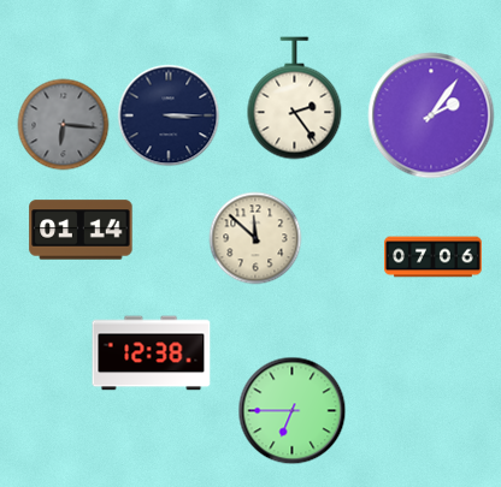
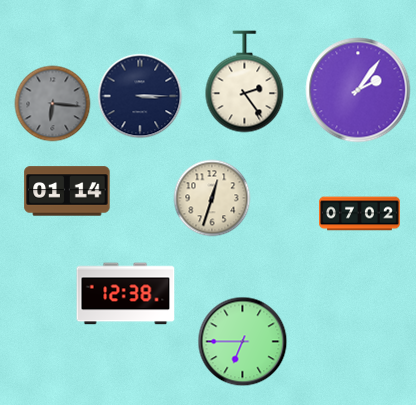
clock at (431, 115) position: (431, 115) -> (358, 90)
clock at (255, 238): 11:52 -> 12:33
clock at (434, 257): 07:06 -> 07:02
